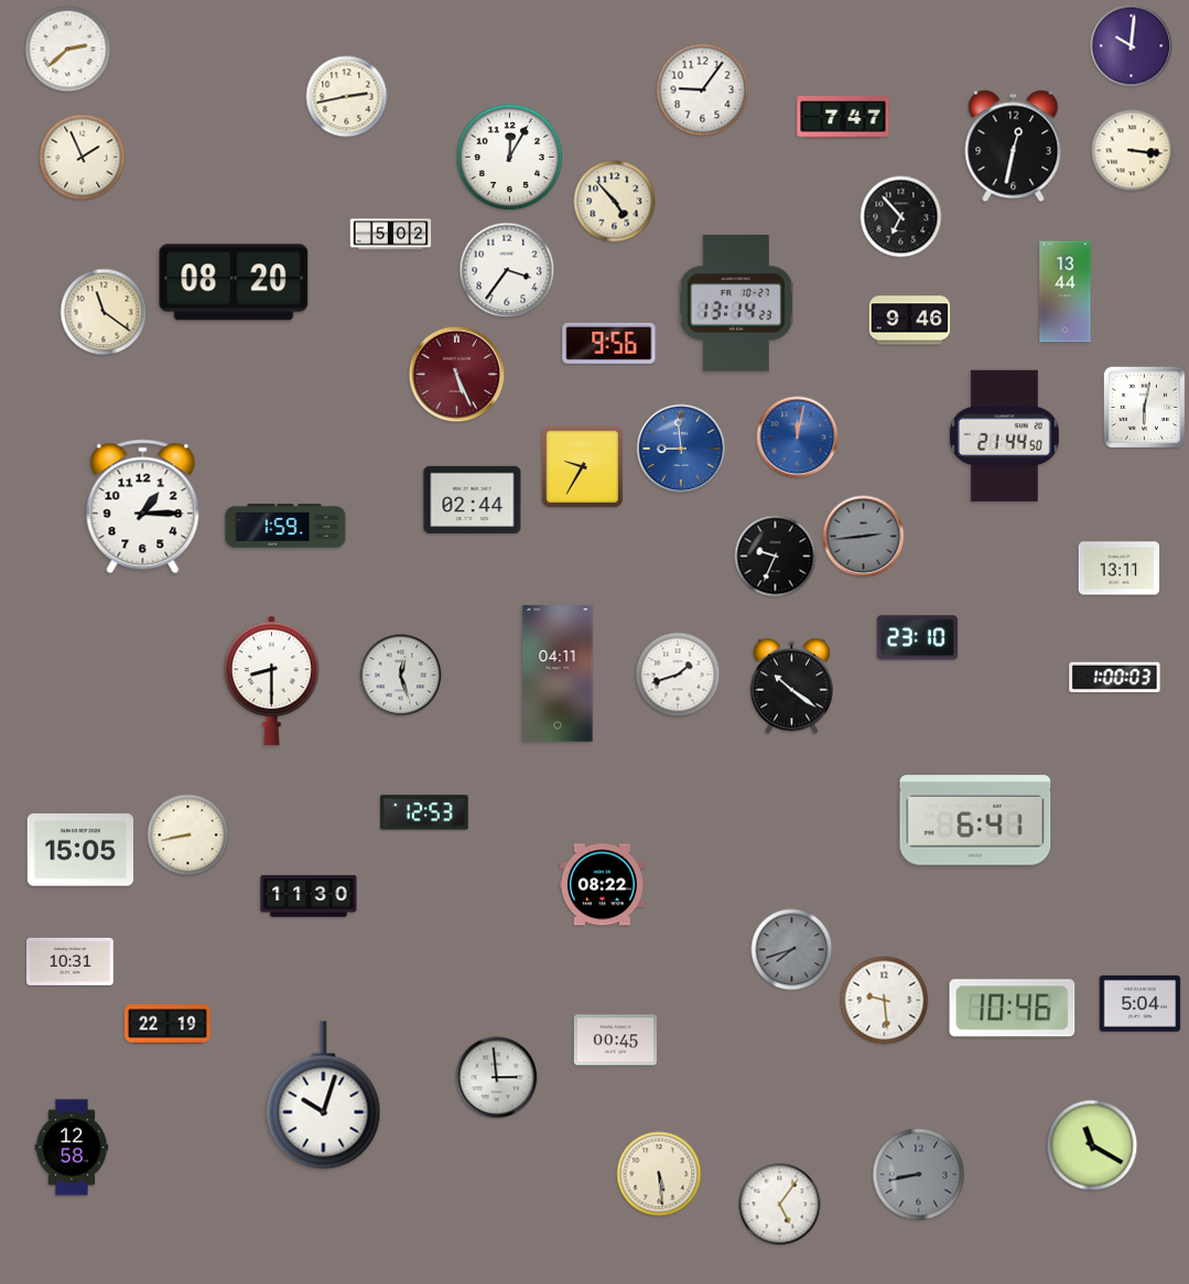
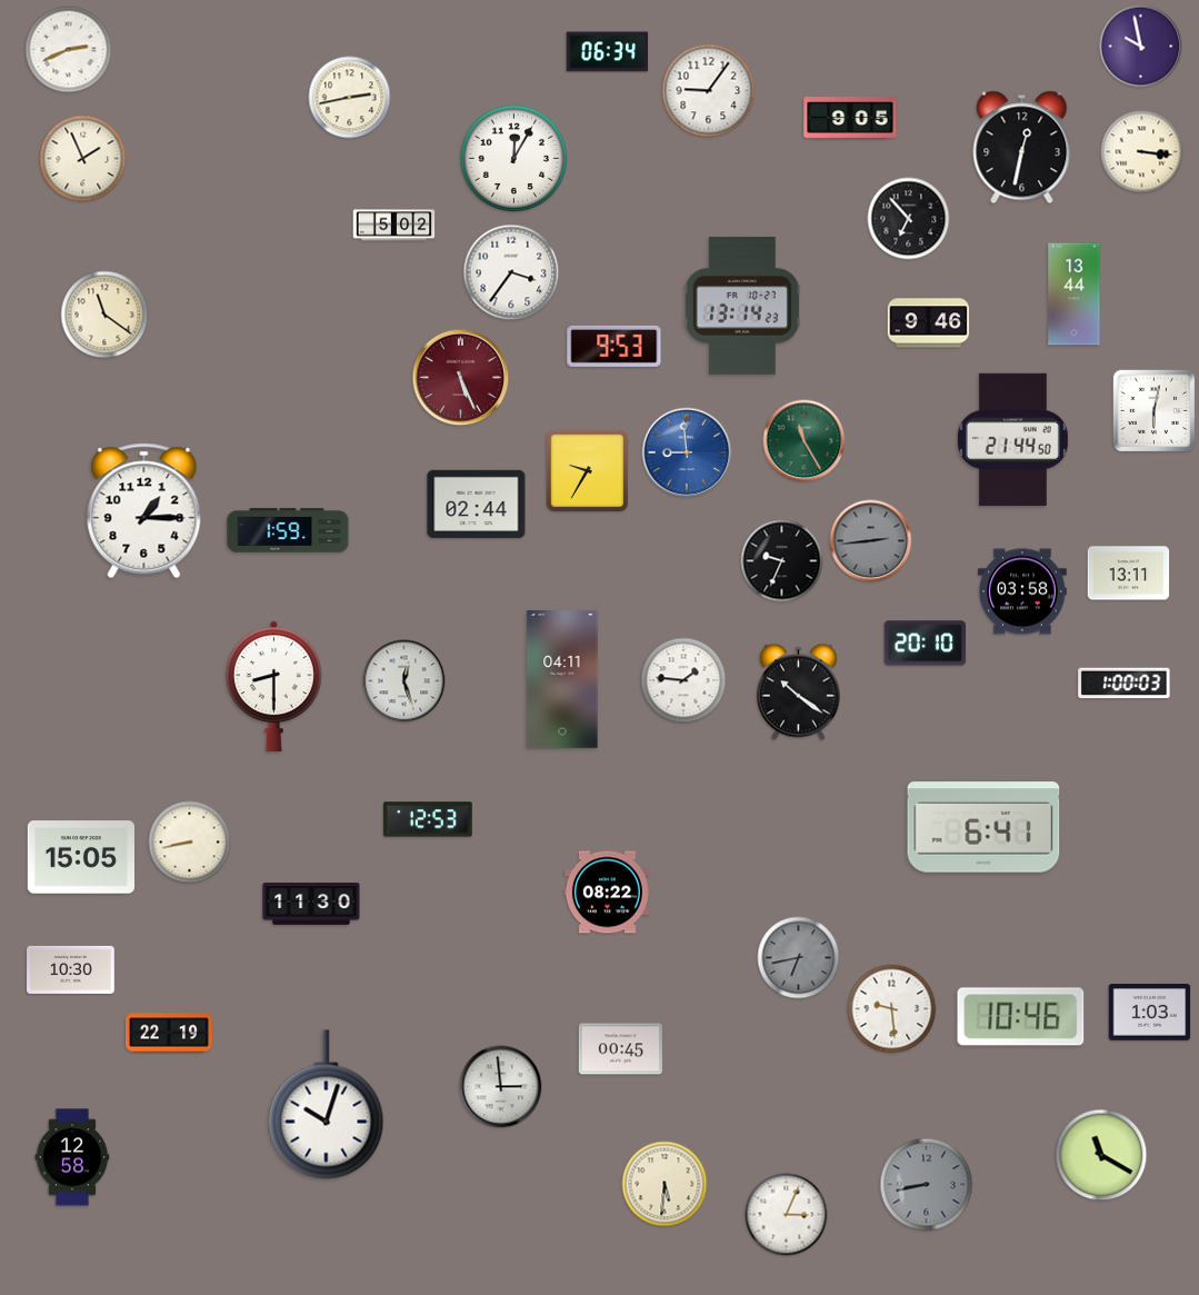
clock at (1132, 46): 10:01 -> 9:58
clock at (68, 50): 2:38 -> 2:41
clock at (608, 52): none -> 06:34
clock at (843, 117): 7:47 -> 9:05
clock at (615, 202): 4:53 -> none
clock at (391, 235) position: (391, 235) -> (394, 226)
clock at (234, 282): 08:20 -> none
clock at (910, 321) position: (910, 321) -> (929, 323)
clock at (609, 343): 9:56 -> 9:53
clock at (798, 438): 12:02 -> 11:25
clock at (798, 438) dial: blue -> green
clock at (1022, 591): none -> 03:58
clock at (918, 638): 23:10 -> 20:10
clock at (678, 675): 1:42 -> 1:46
clock at (792, 950): 7:42 -> 6:43
clock at (71, 961): 10:31 -> 10:30
clock at (1141, 1004): 5:04 -> 1:03
clock at (659, 1174): 5:29 -> 5:31
clock at (780, 1205): 5:06 -> 3:04
